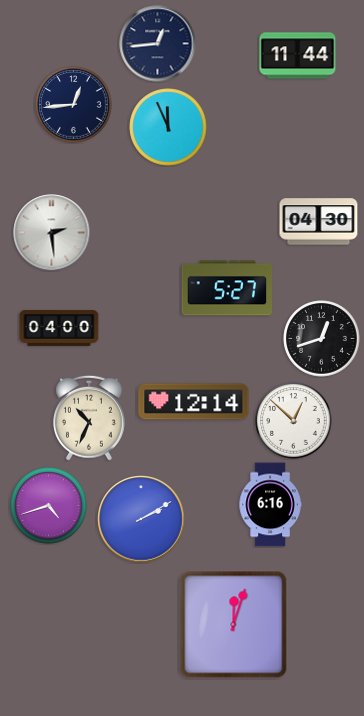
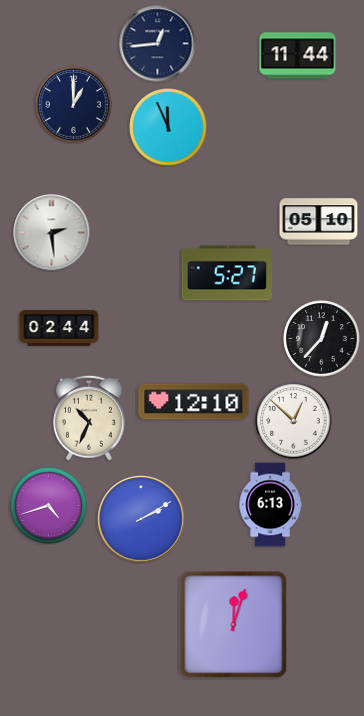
clock at (74, 105): 12:44 -> 1:00
clock at (319, 222): 04:30 -> 05:10
clock at (226, 288) position: (226, 288) -> (226, 273)
clock at (59, 328): 04:00 -> 02:44
clock at (322, 339): 12:42 -> 12:37
clock at (194, 402): 12:14 -> 12:10
clock at (270, 505): 6:16 -> 6:13
